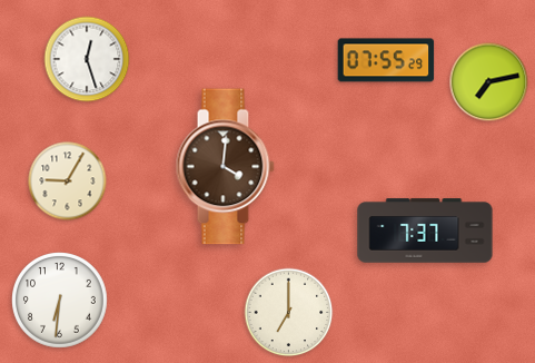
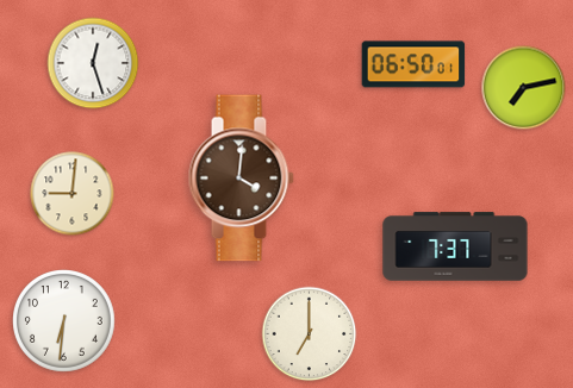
clock at (386, 60): 07:55 -> 06:50
clock at (68, 181): 9:05 -> 9:01
